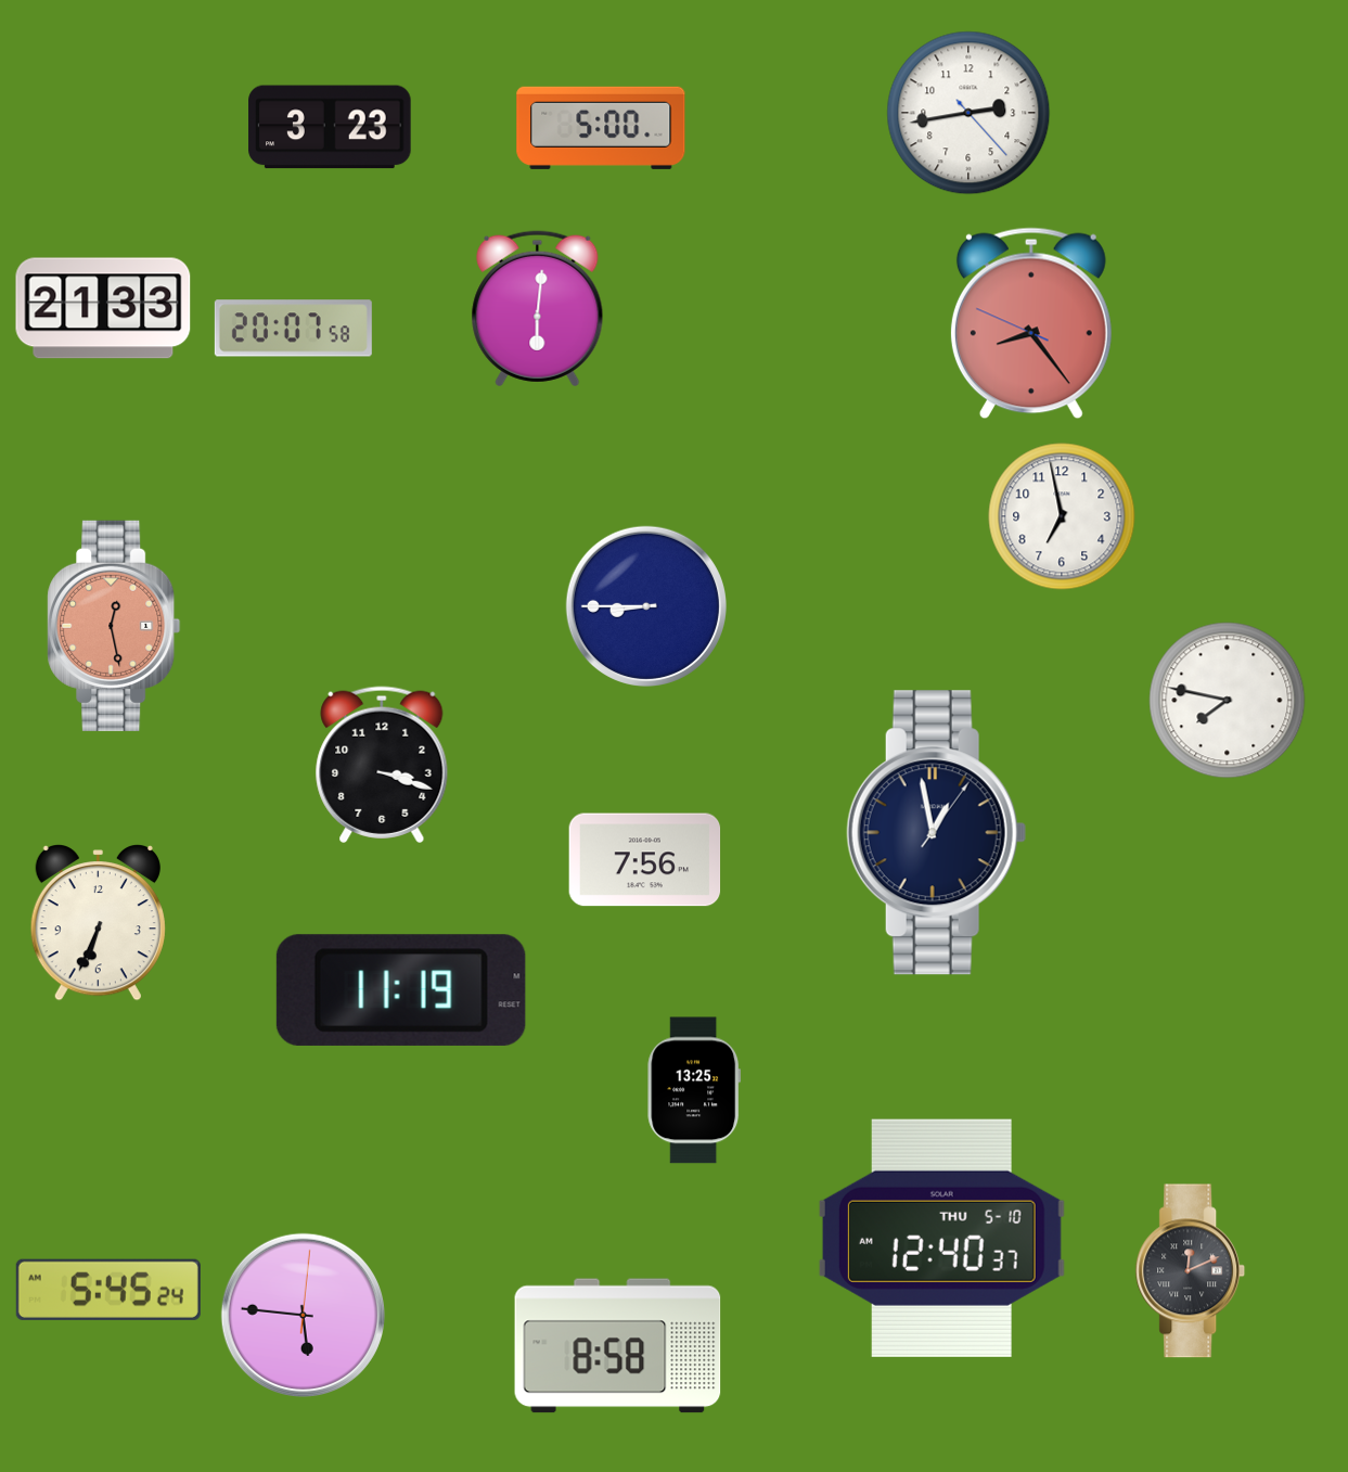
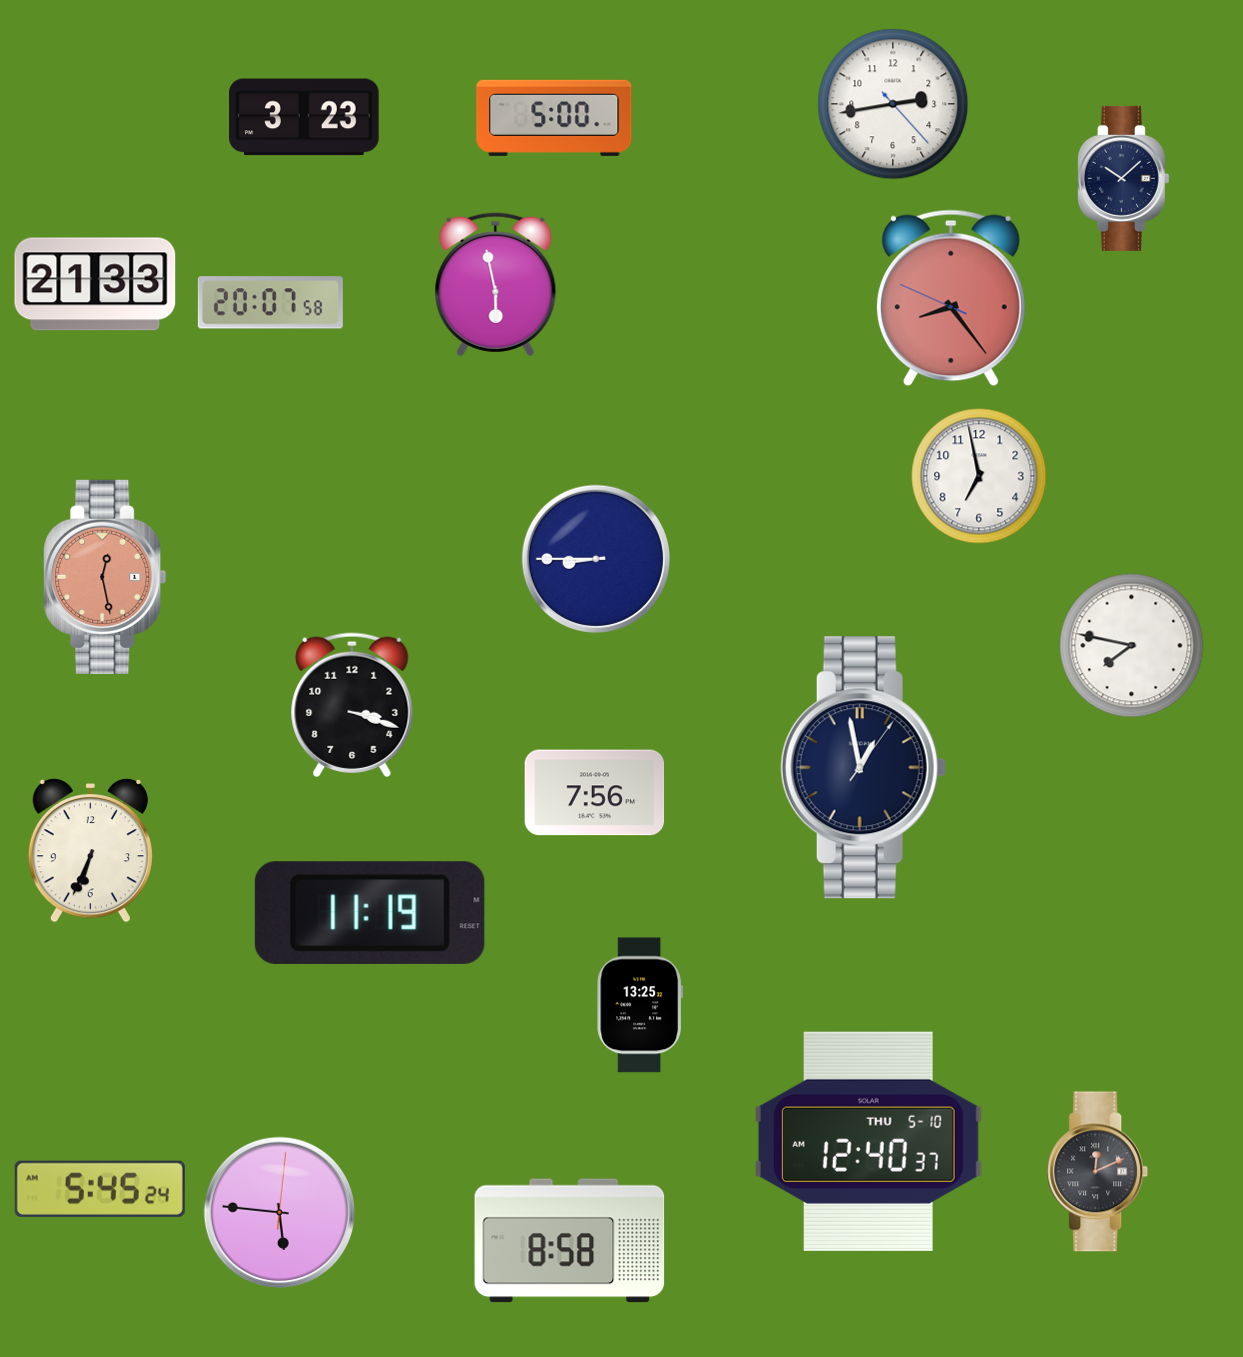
clock at (1123, 178): none -> 10:08
clock at (538, 309): 6:01 -> 5:58
